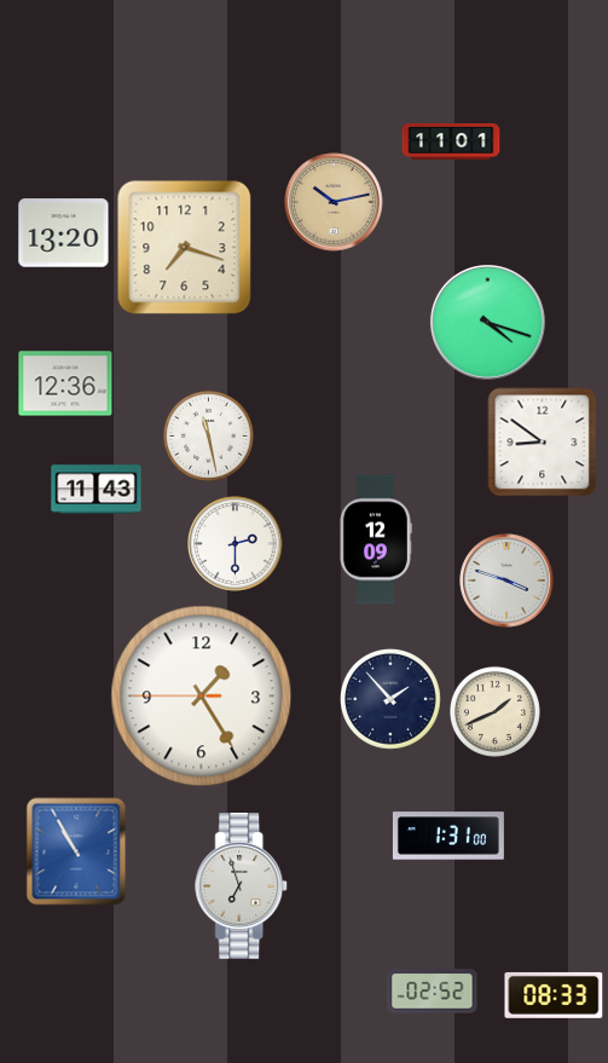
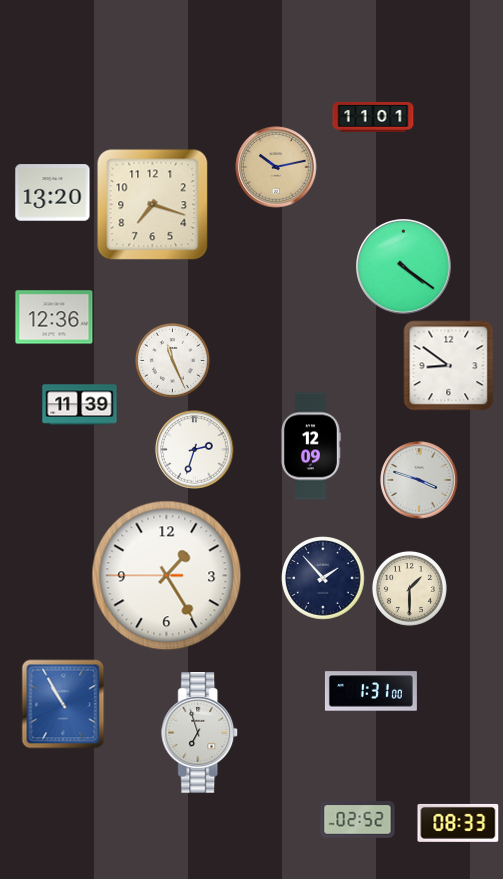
clock at (488, 323): 4:18 -> 4:21
clock at (208, 435): 11:28 -> 11:26
clock at (97, 490): 11:43 -> 11:39
clock at (236, 544): 2:30 -> 2:33
clock at (494, 711): 1:41 -> 1:30
